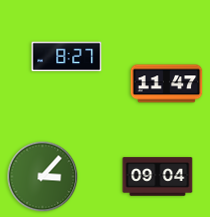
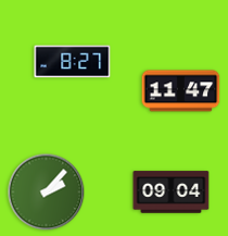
clock at (43, 177): 3:07 -> 2:07
